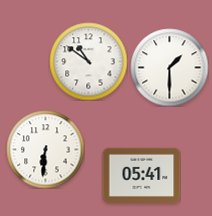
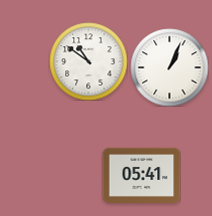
clock at (169, 67): 1:30 -> 1:04
clock at (45, 149): 6:31 -> none
